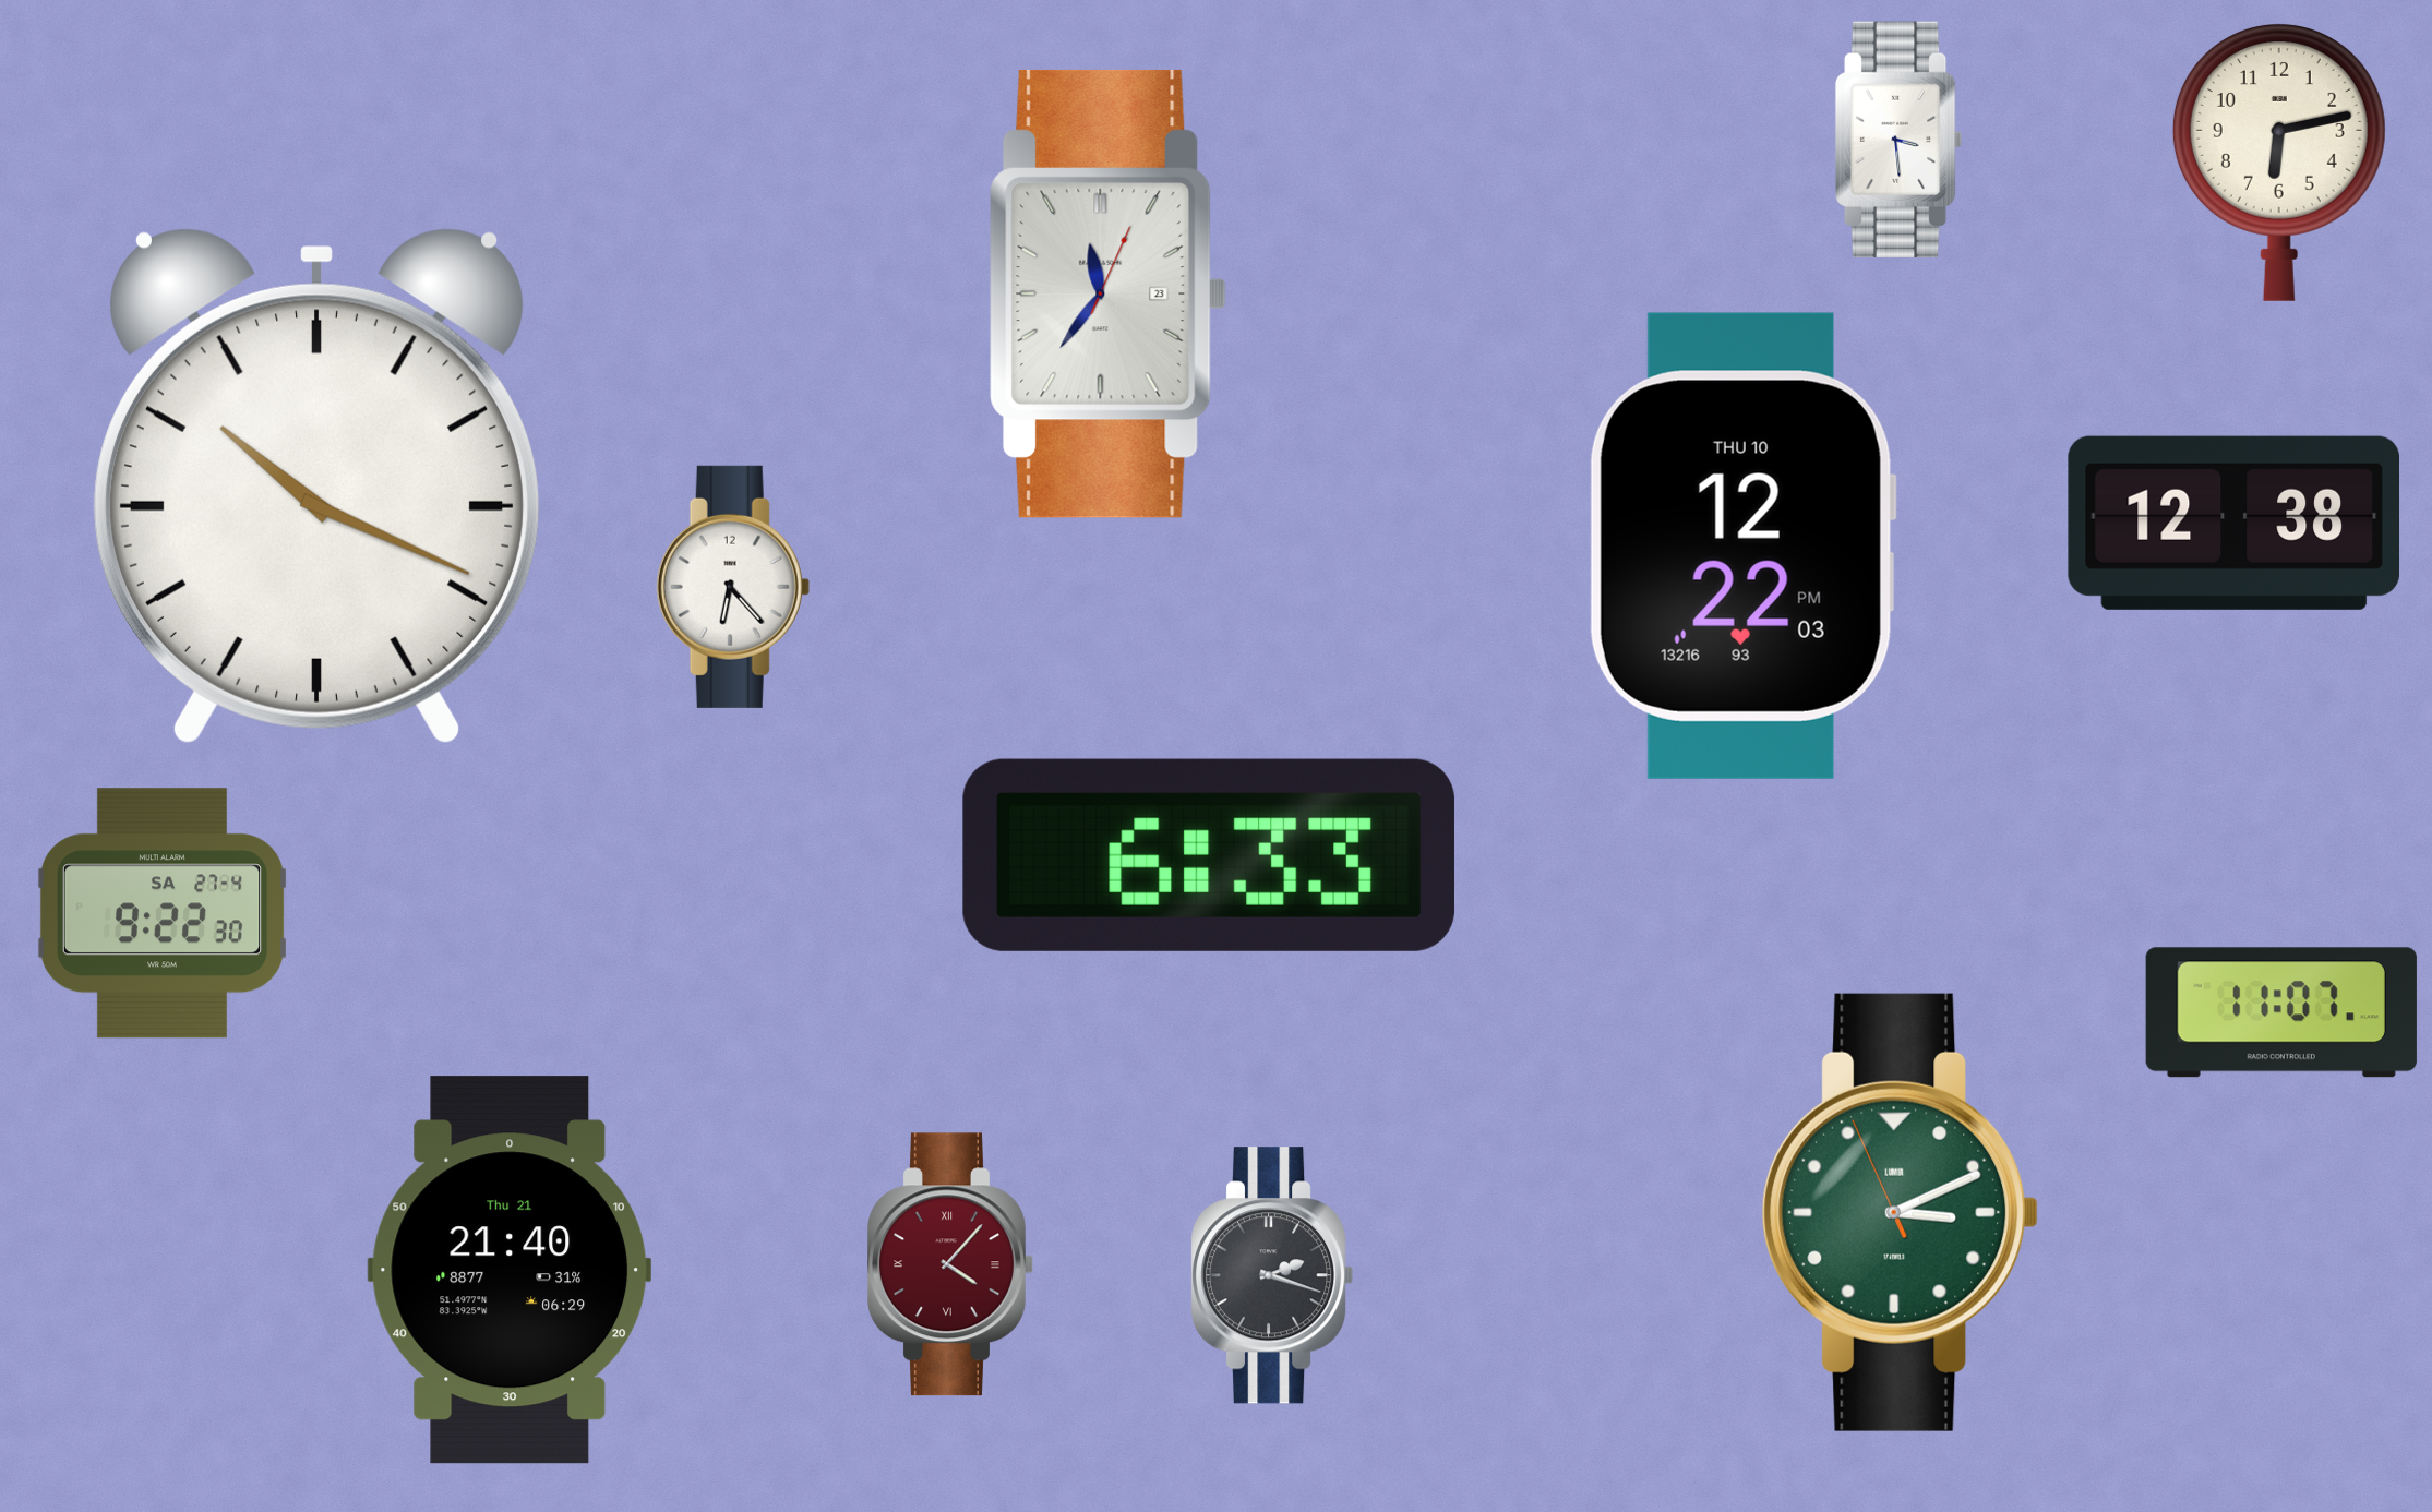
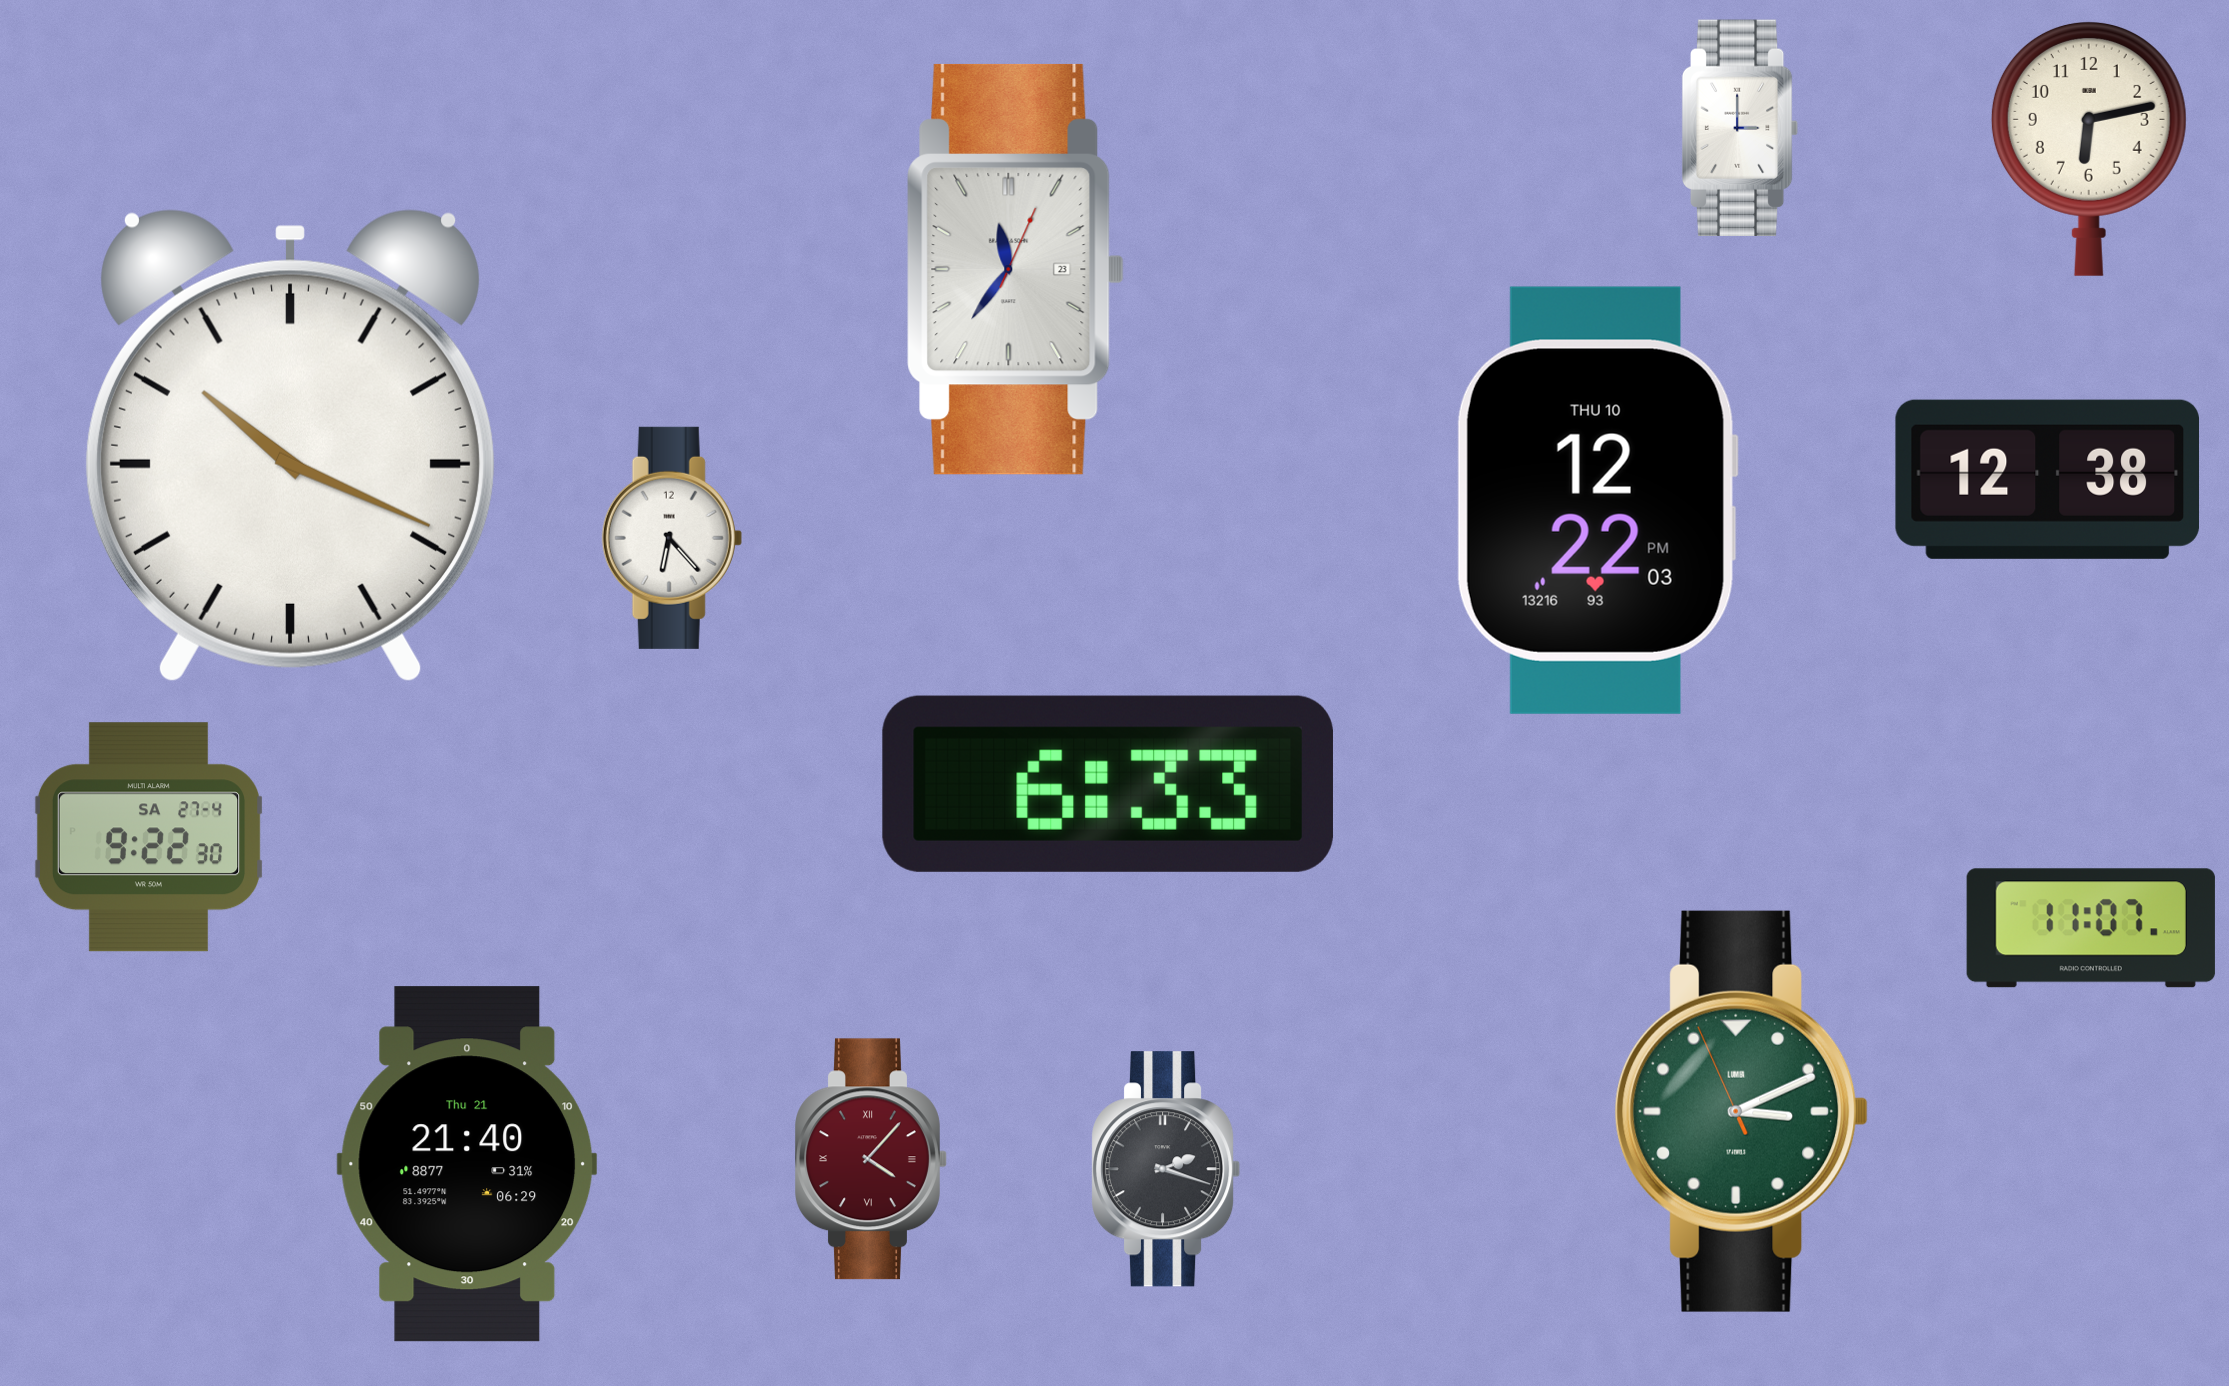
clock at (1898, 139): 3:29 -> 3:00
